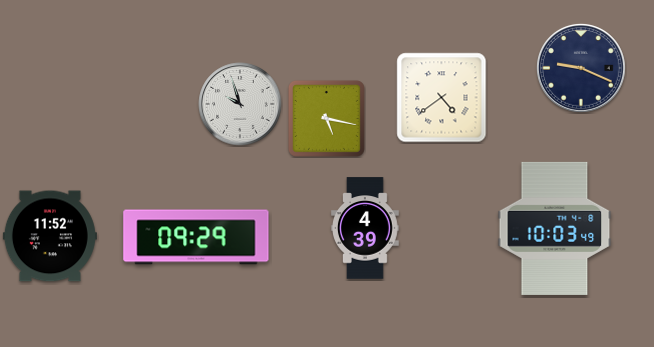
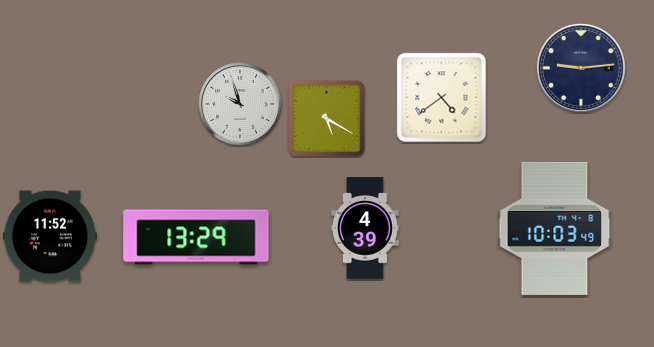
clock at (581, 68): 9:19 -> 9:14
clock at (326, 118): 5:17 -> 5:20
clock at (196, 237): 09:29 -> 13:29
